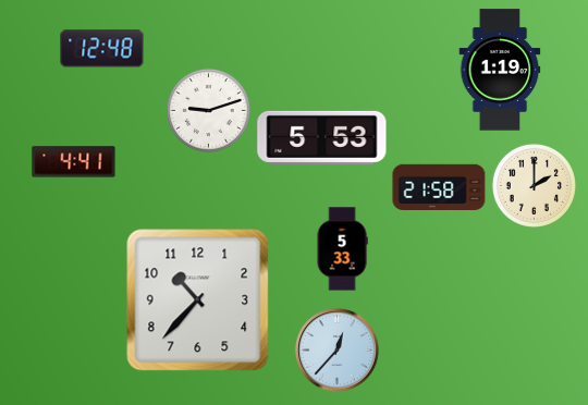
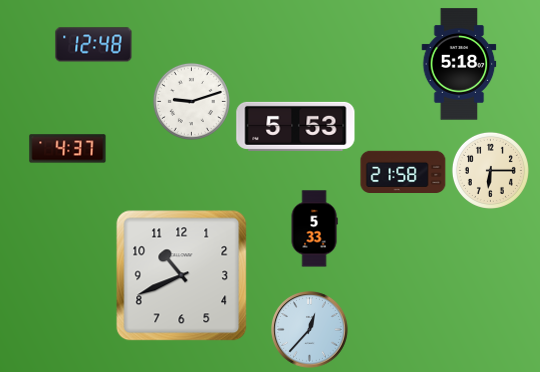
clock at (500, 70): 1:19 -> 5:18
clock at (74, 162): 4:41 -> 4:37
clock at (534, 185): 2:00 -> 6:15
clock at (198, 300): 10:37 -> 10:41
clock at (338, 351) position: (338, 351) -> (310, 330)
